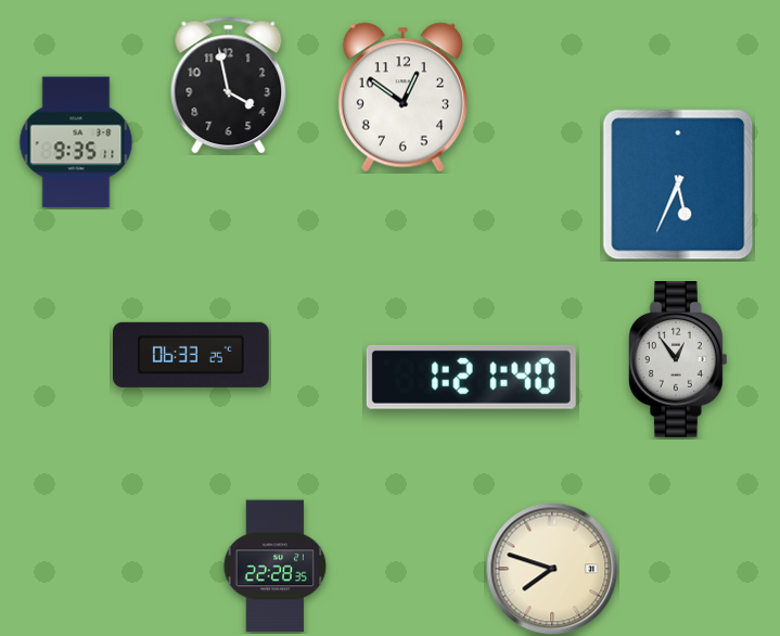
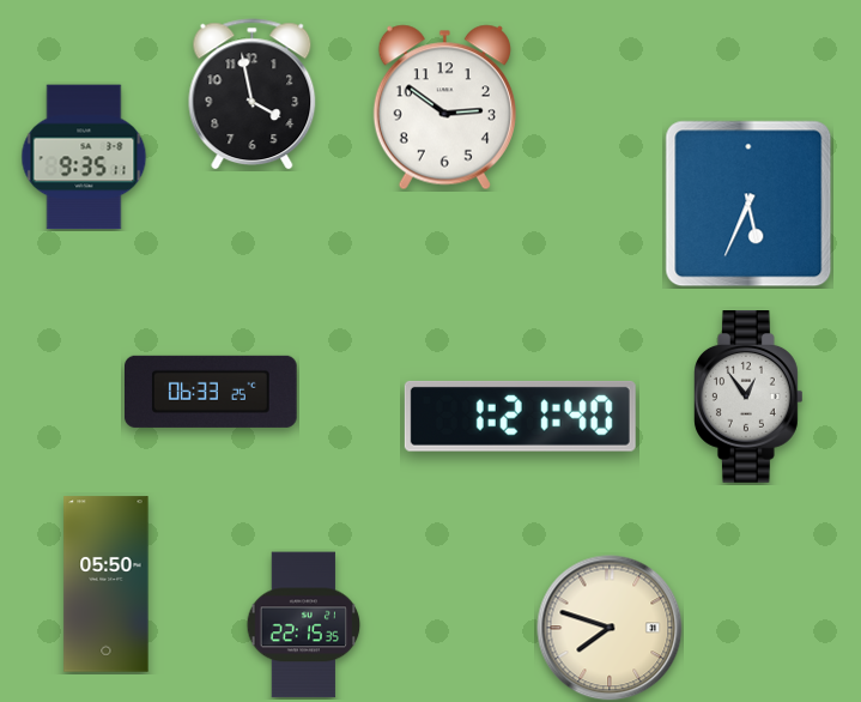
clock at (402, 98): 12:51 -> 2:51
clock at (107, 585): none -> 05:50
clock at (276, 567): 22:28 -> 22:15
